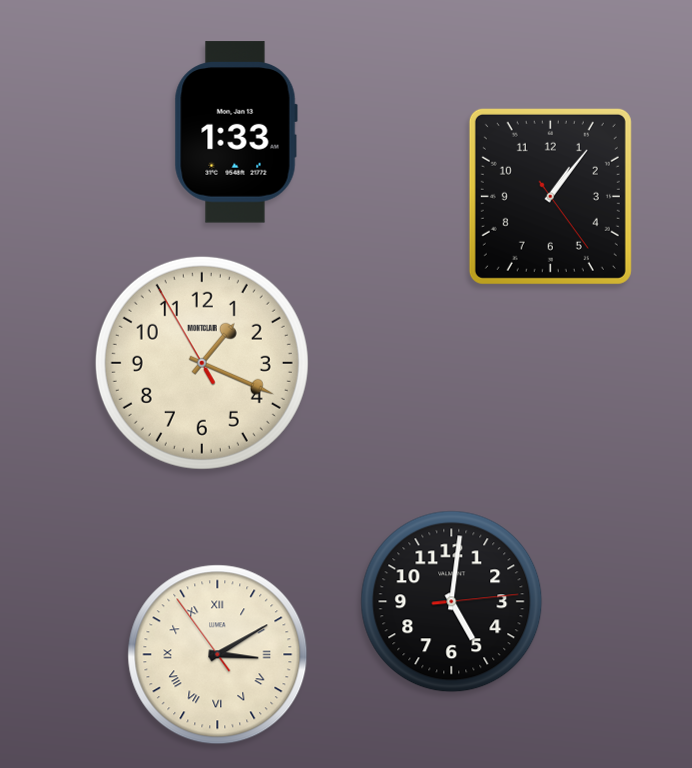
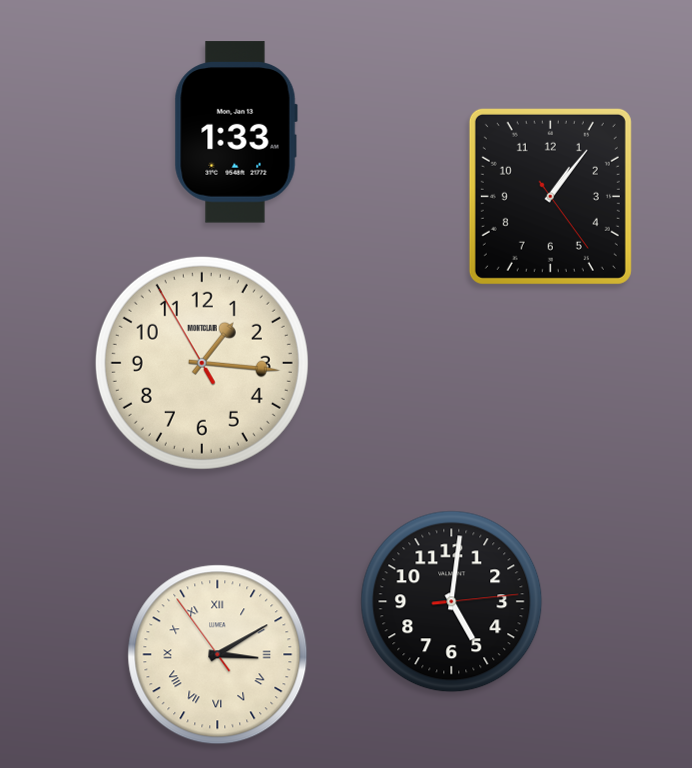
clock at (202, 363): 1:18 -> 1:15
